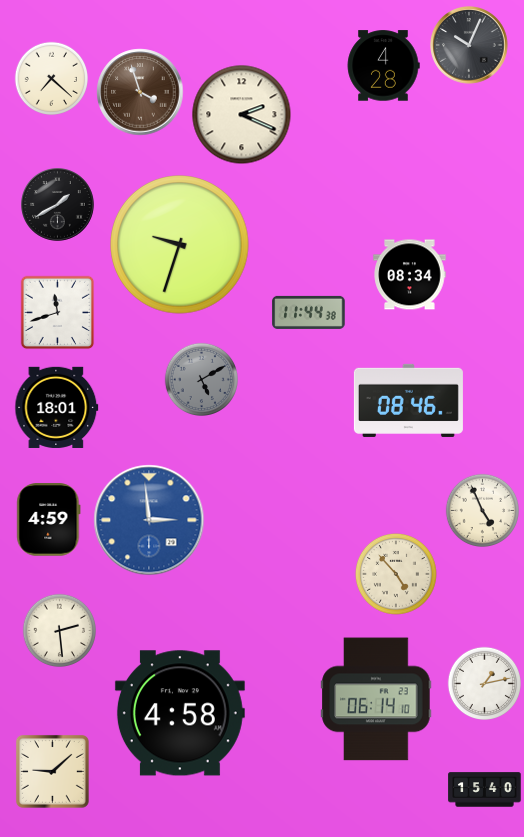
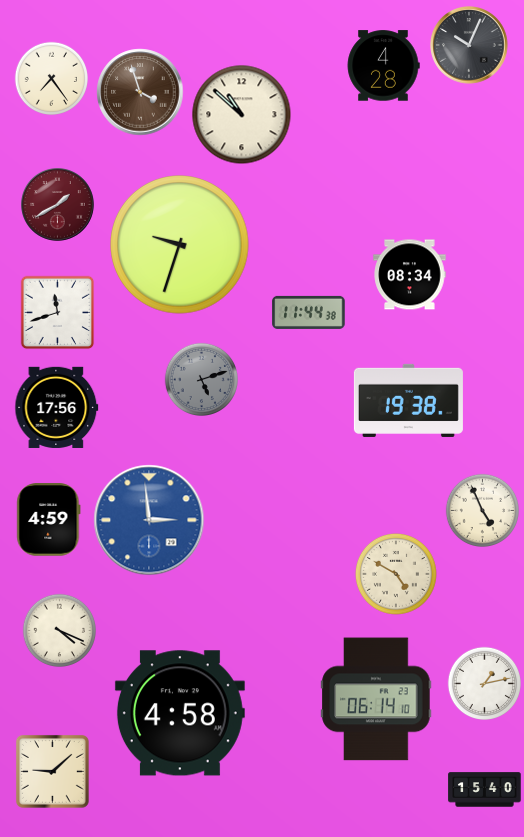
clock at (51, 78): 7:22 -> 7:24
clock at (242, 115): 2:19 -> 10:52
clock at (58, 205) dial: black -> burgundy
clock at (201, 379): 5:10 -> 5:12
clock at (408, 400): 08:46 -> 19:38
clock at (57, 407): 18:01 -> 17:56
clock at (396, 574): 4:53 -> 4:50
clock at (59, 630): 2:29 -> 4:19
